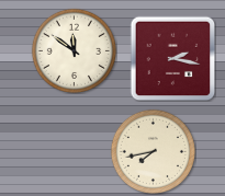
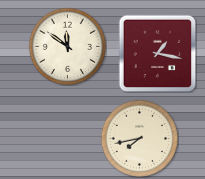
clock at (172, 58): 2:17 -> 1:17
